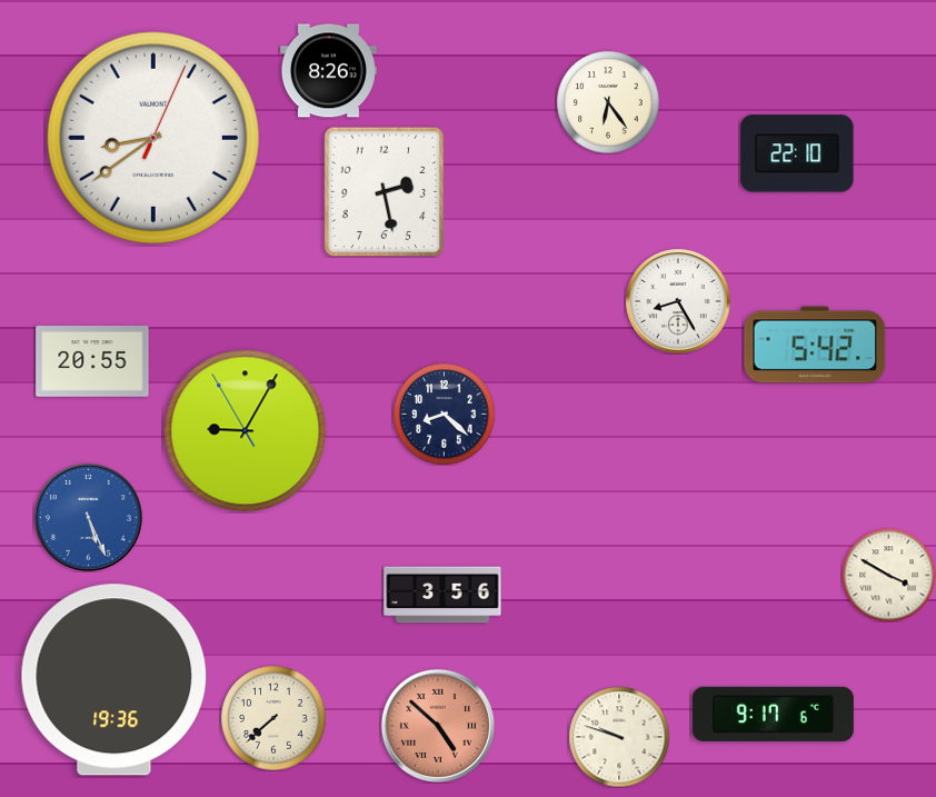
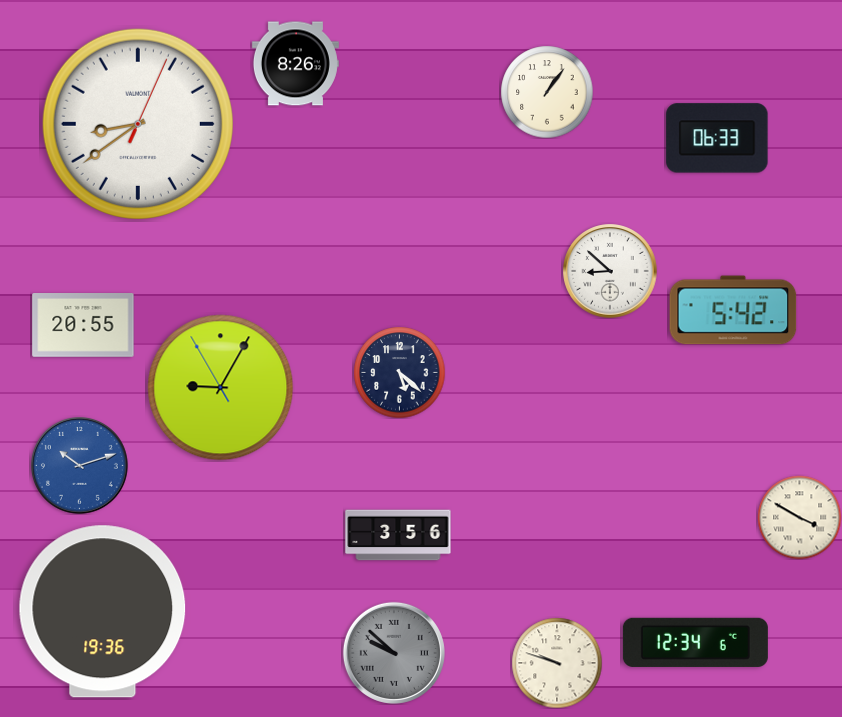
clock at (608, 102): 6:24 -> 1:06
clock at (797, 153): 22:10 -> 06:33
clock at (385, 191): 2:28 -> none
clock at (678, 301): 8:25 -> 8:52
clock at (444, 414): 8:22 -> 5:22
clock at (88, 517): 5:26 -> 10:12
clock at (773, 714): 9:17 -> 12:34
clock at (273, 718): 7:38 -> none
clock at (438, 726): 4:52 -> 9:52
clock at (438, 726) dial: salmon -> grey
